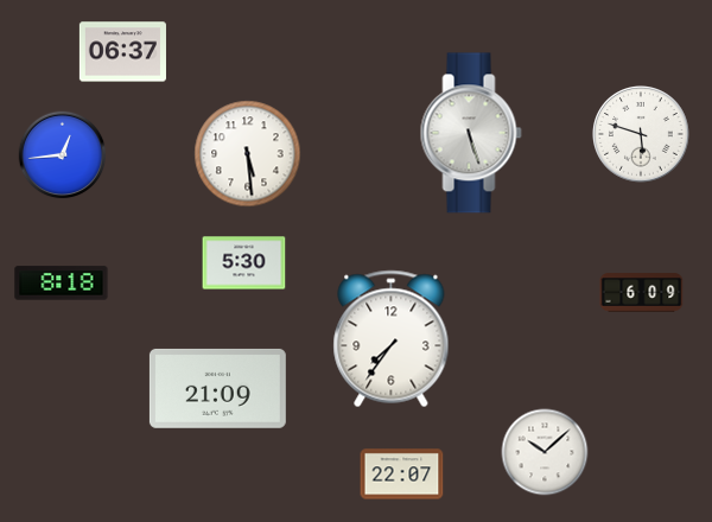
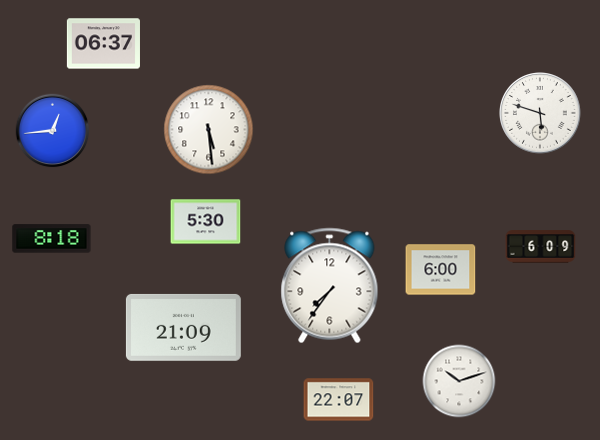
clock at (471, 133): 5:27 -> none
clock at (441, 270): none -> 6:00
clock at (545, 452): 10:08 -> 10:12
